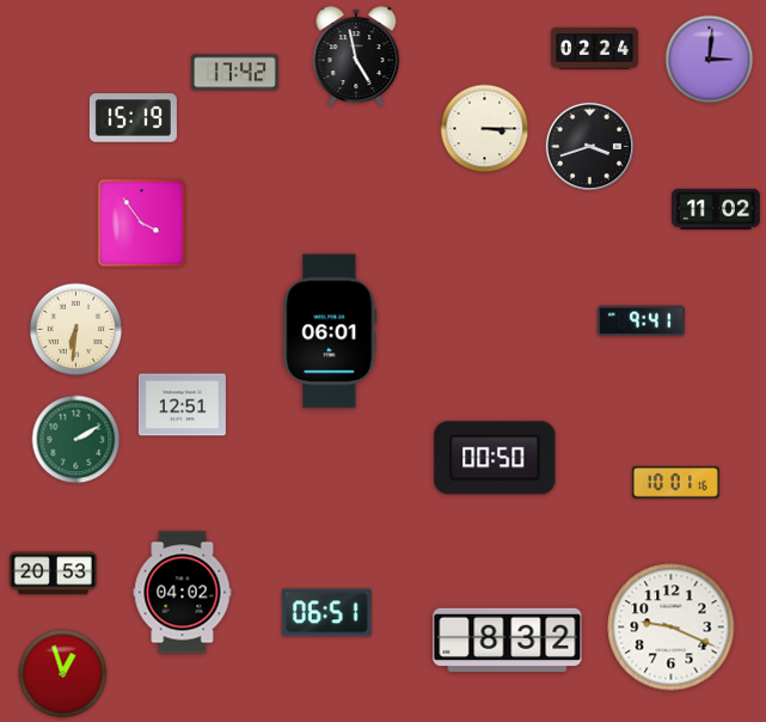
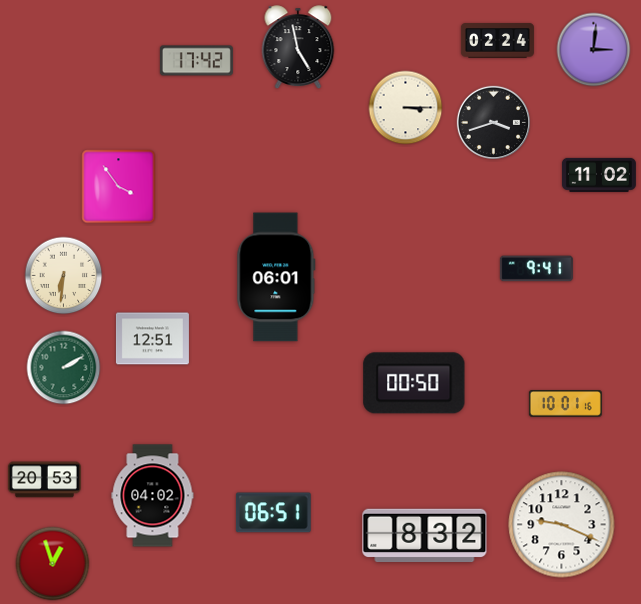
clock at (133, 118): 15:19 -> none
